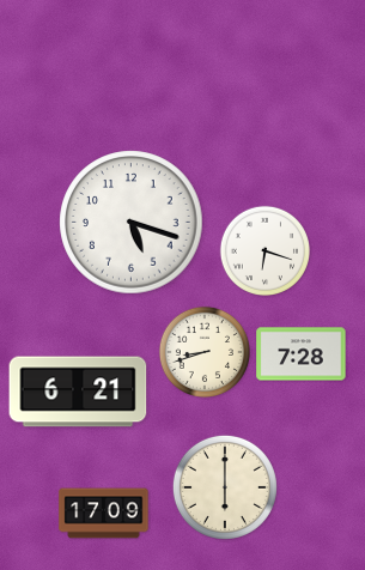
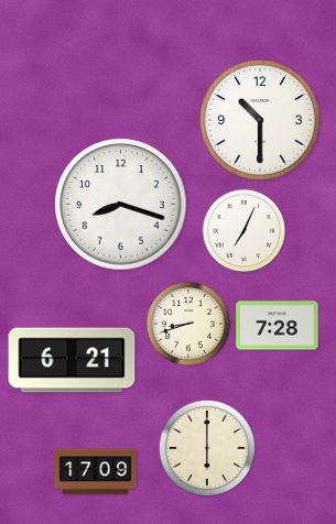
clock at (261, 121): none -> 10:30
clock at (132, 223): 5:18 -> 8:18
clock at (264, 250): 6:18 -> 7:04
